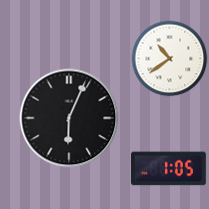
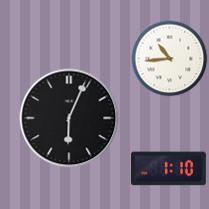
clock at (170, 59): 10:39 -> 10:44
clock at (169, 169): 1:05 -> 1:10
